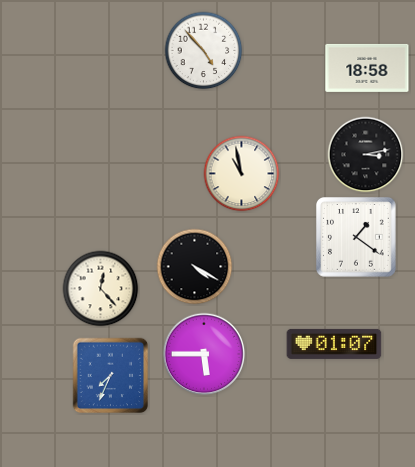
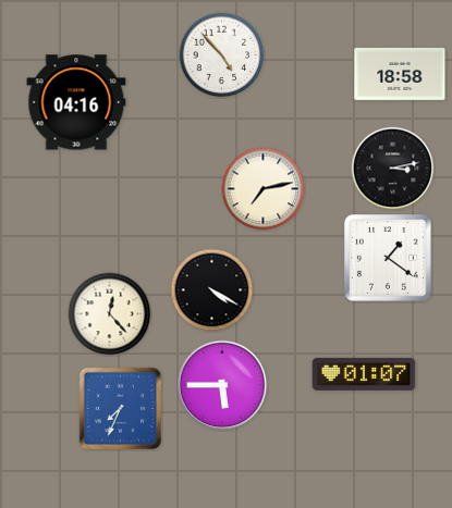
clock at (76, 102): none -> 04:16
clock at (366, 155) position: (366, 155) -> (393, 169)
clock at (242, 174): 10:58 -> 7:13
